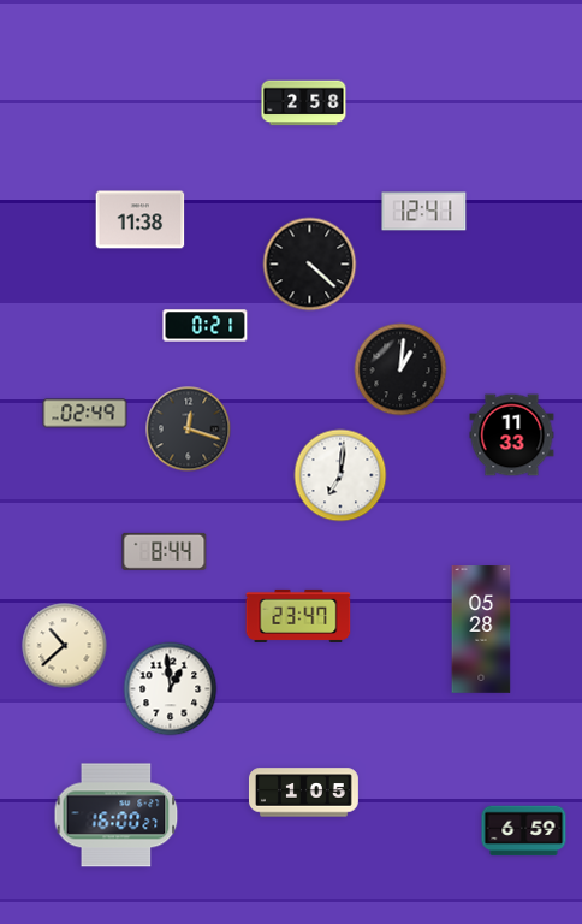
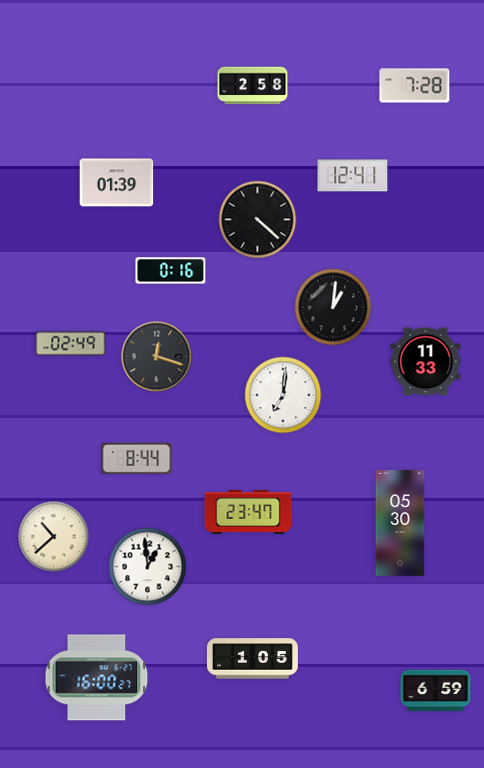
clock at (415, 86): none -> 7:28
clock at (141, 220): 11:38 -> 01:39
clock at (206, 326): 0:21 -> 0:16
clock at (481, 629): 05:28 -> 05:30
clock at (171, 689) position: (171, 689) -> (148, 567)
